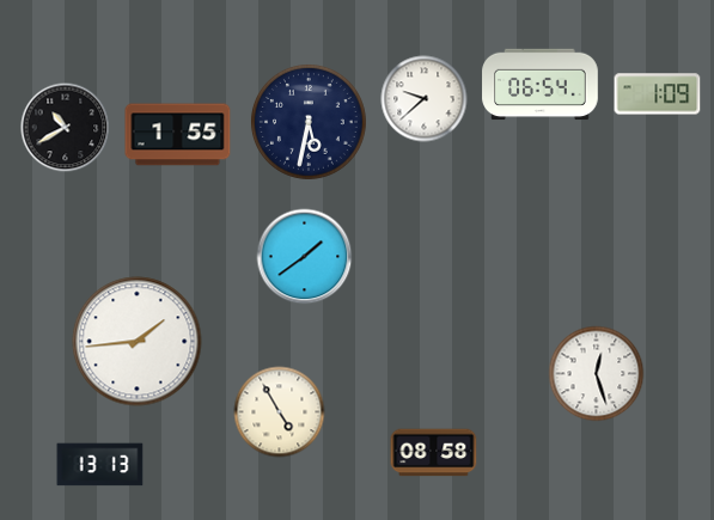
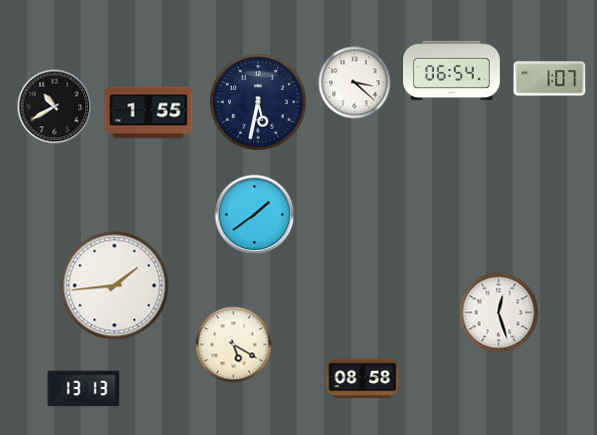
clock at (658, 94): 1:09 -> 1:07
clock at (425, 99): 9:38 -> 3:22
clock at (280, 412): 4:55 -> 5:20
